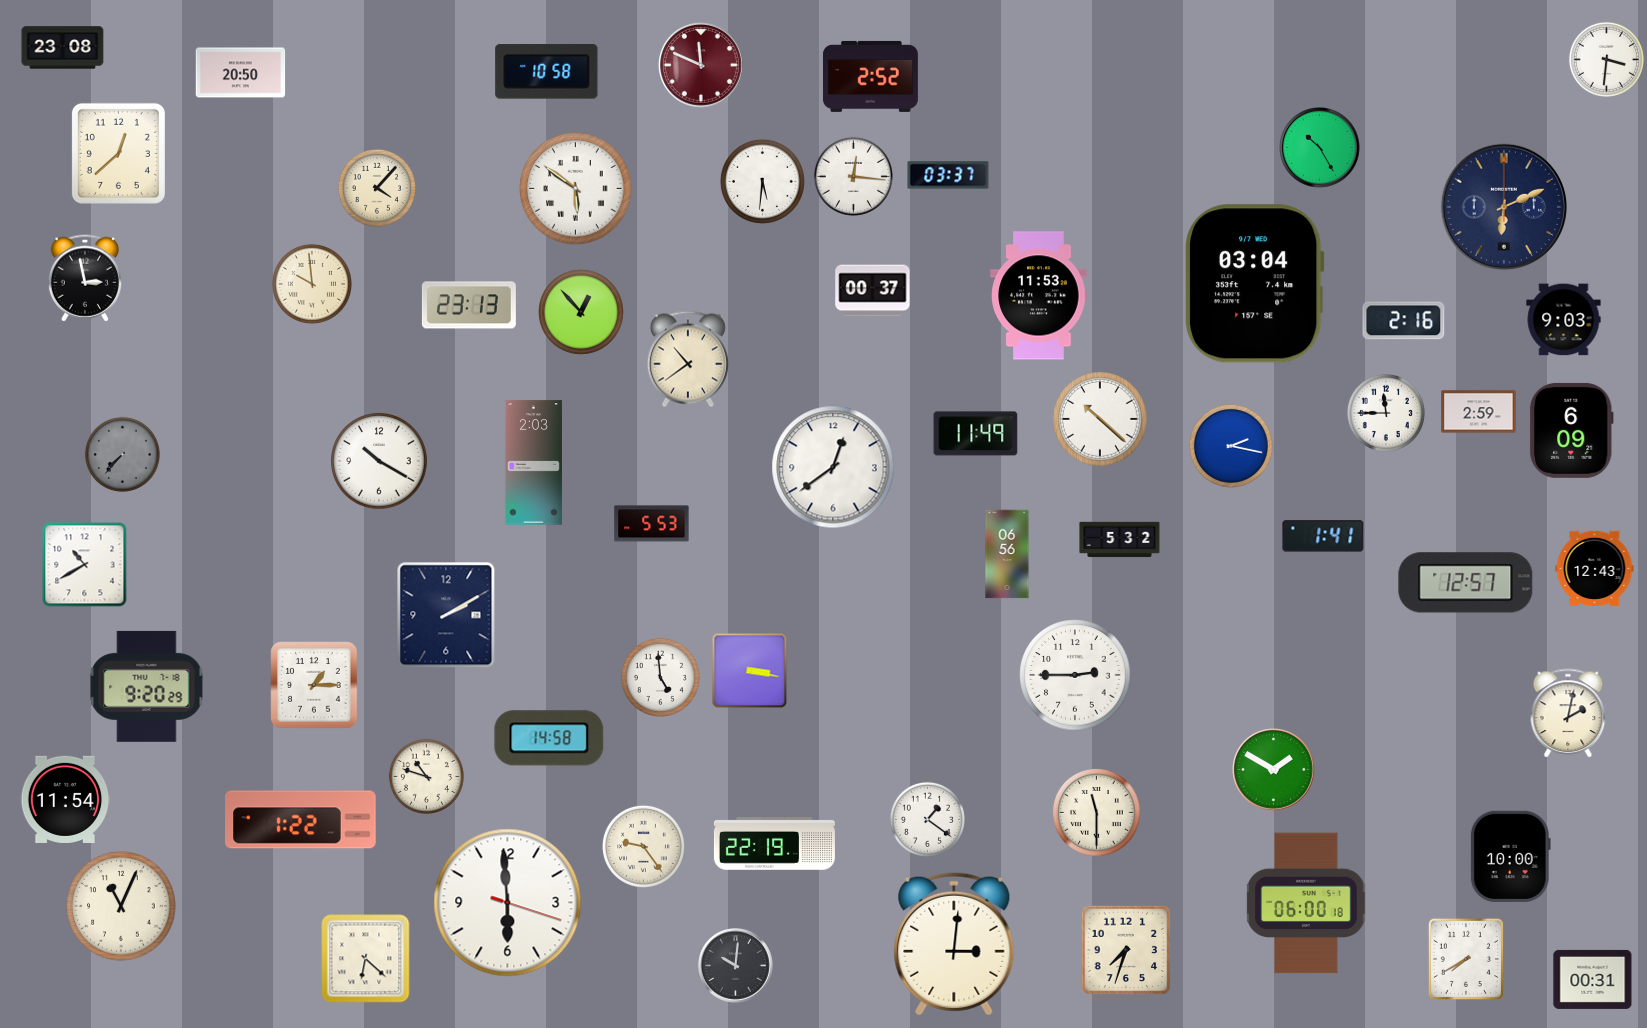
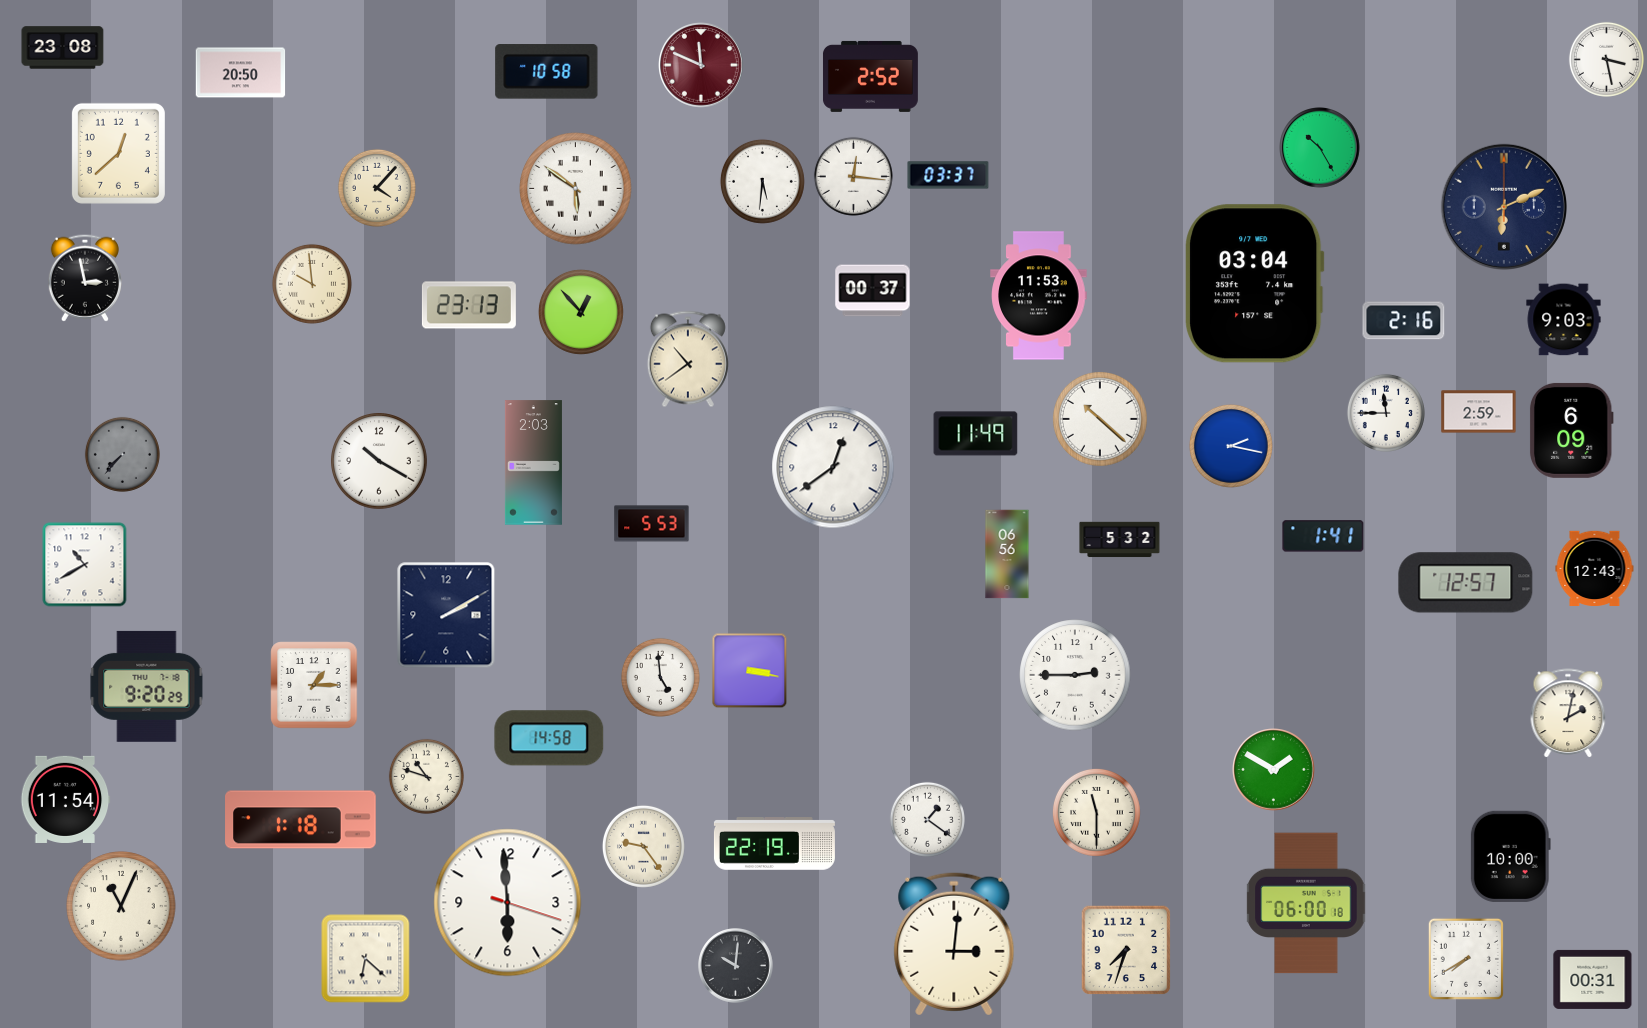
clock at (1606, 59): 3:31 -> 3:28
clock at (301, 820): 1:22 -> 1:18
